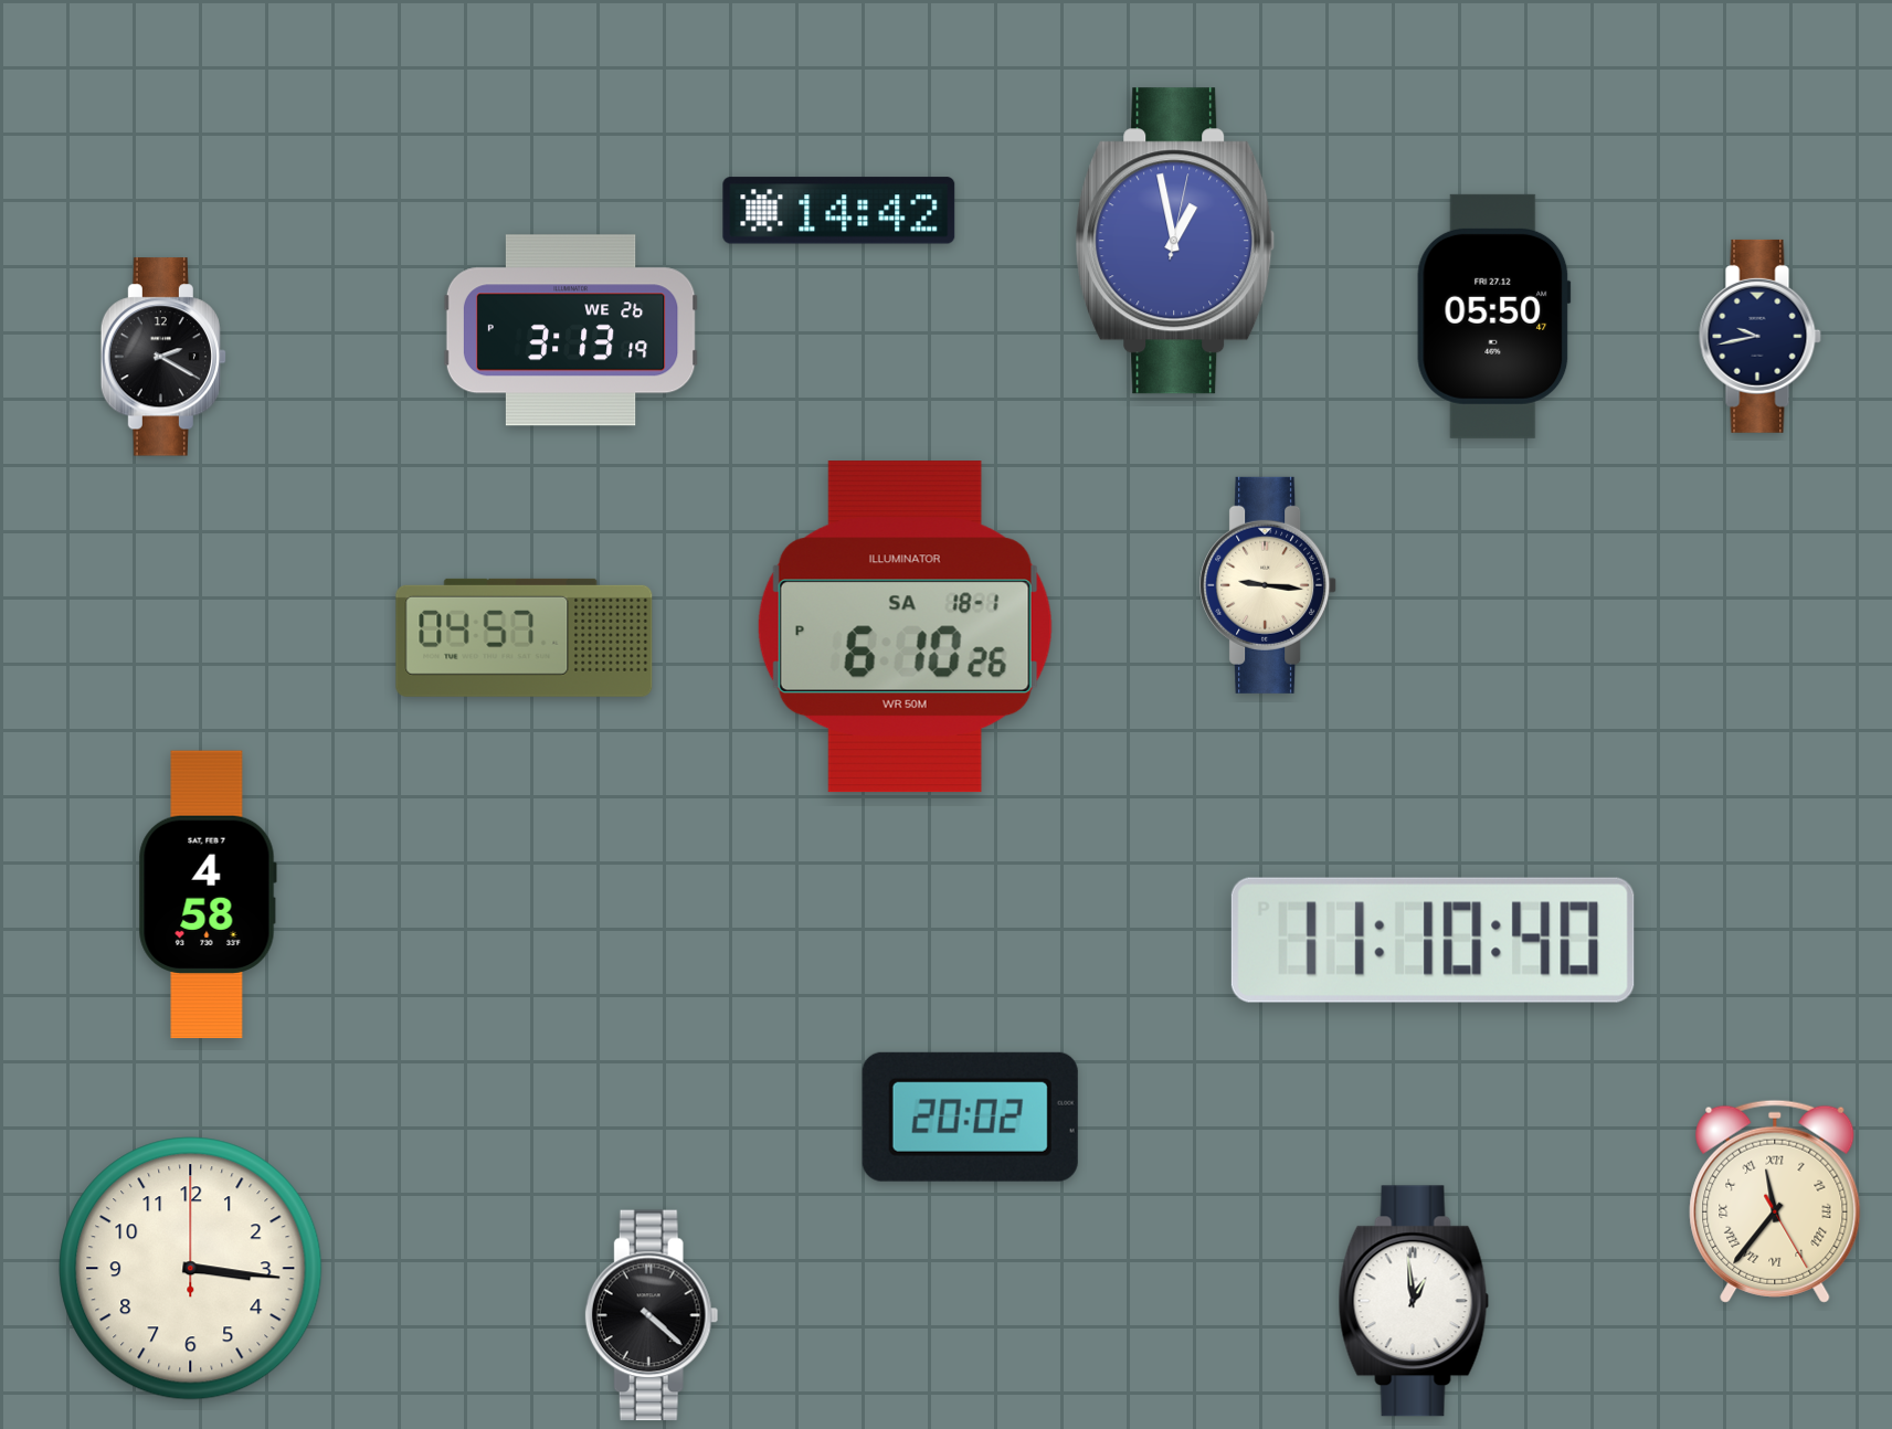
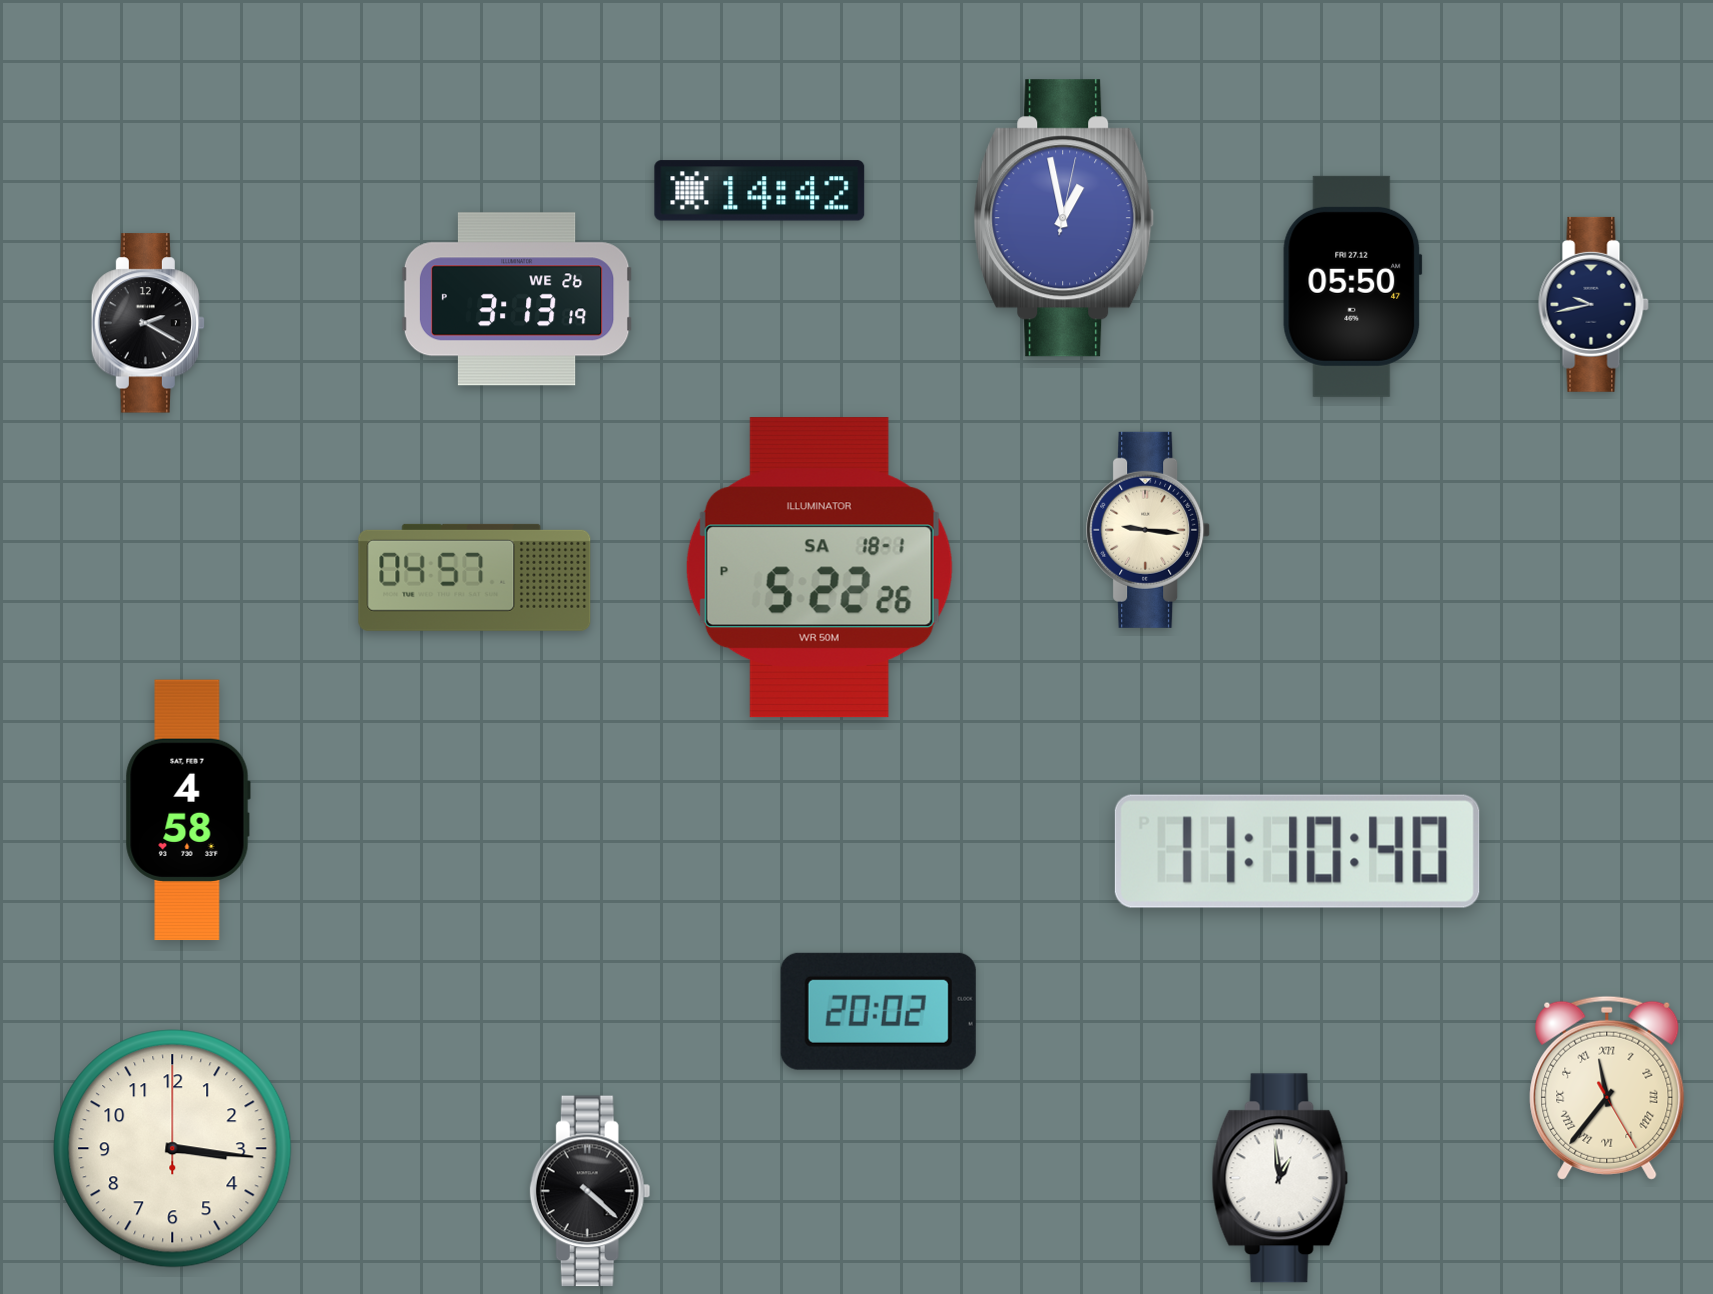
clock at (905, 627): 6:10 -> 5:22
